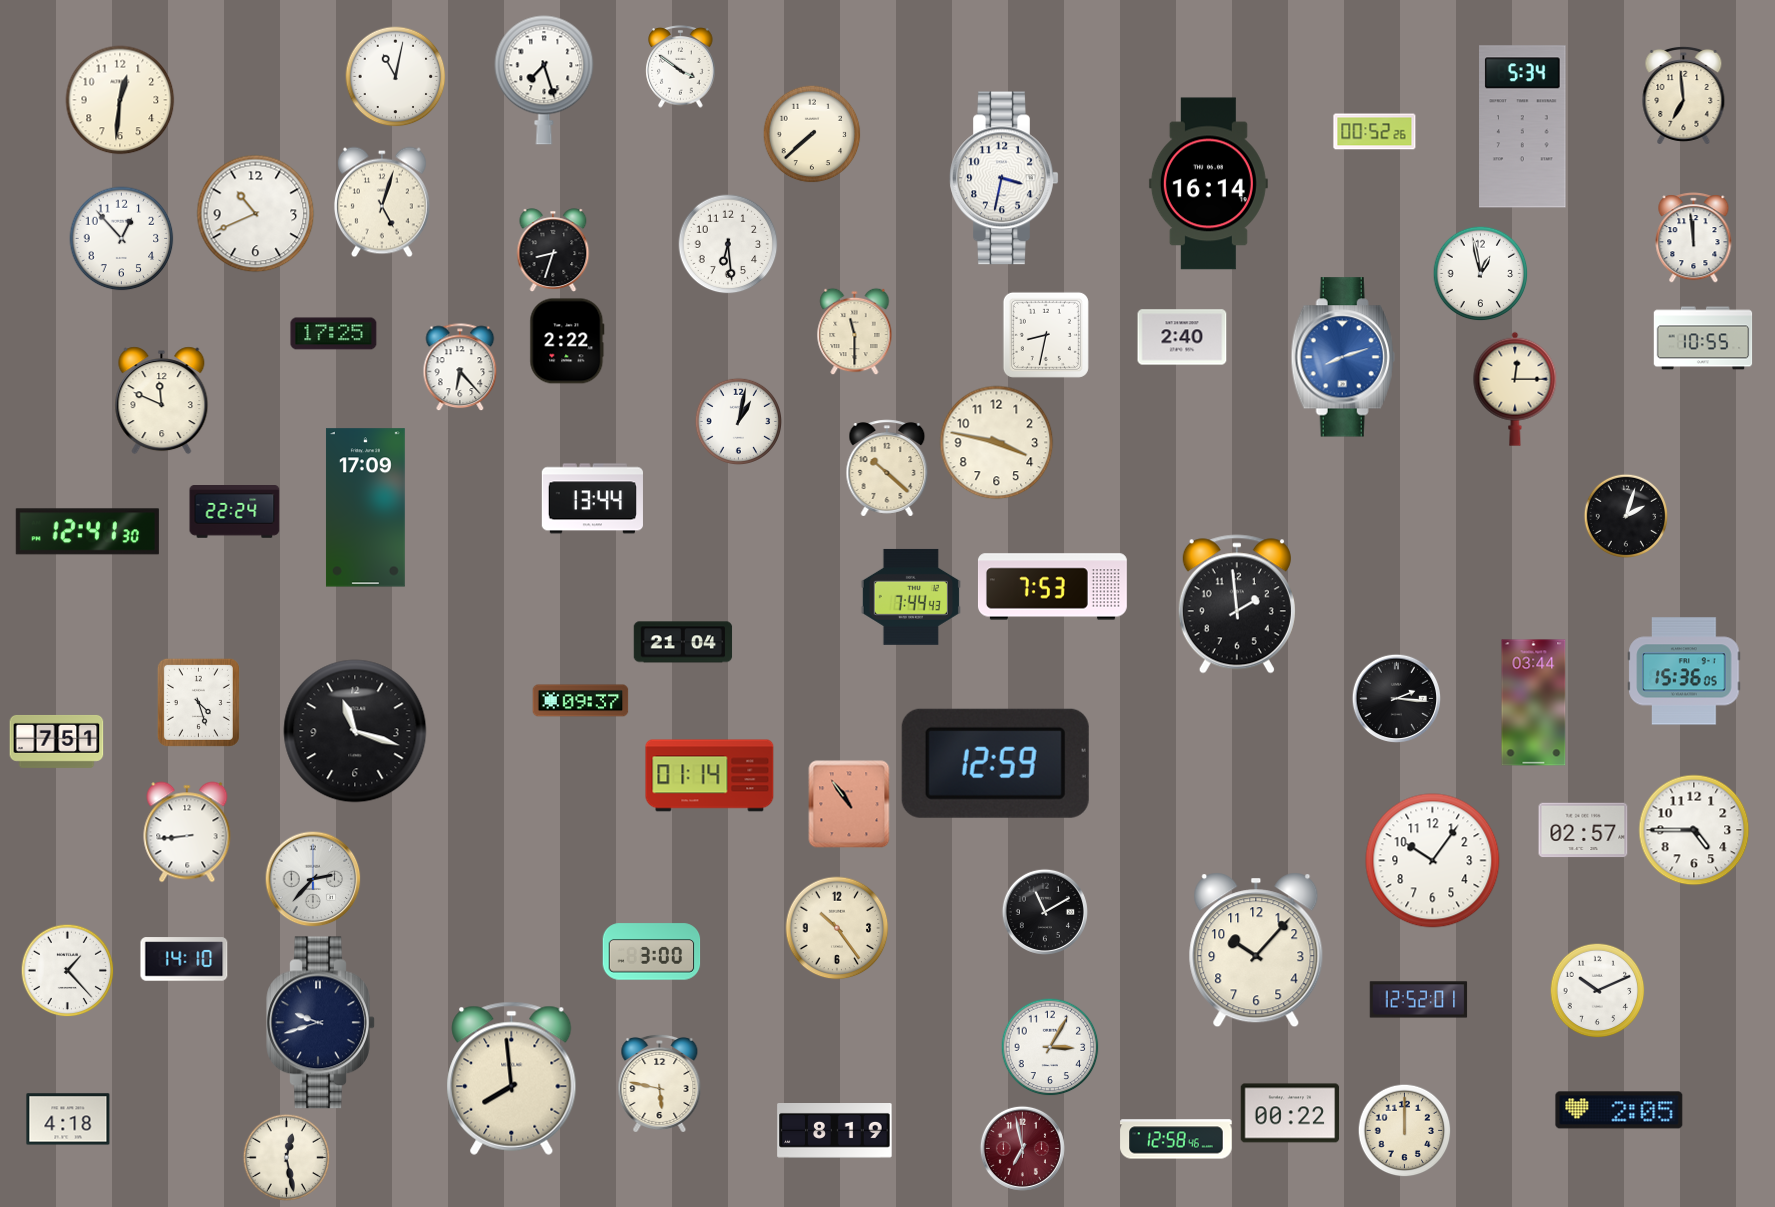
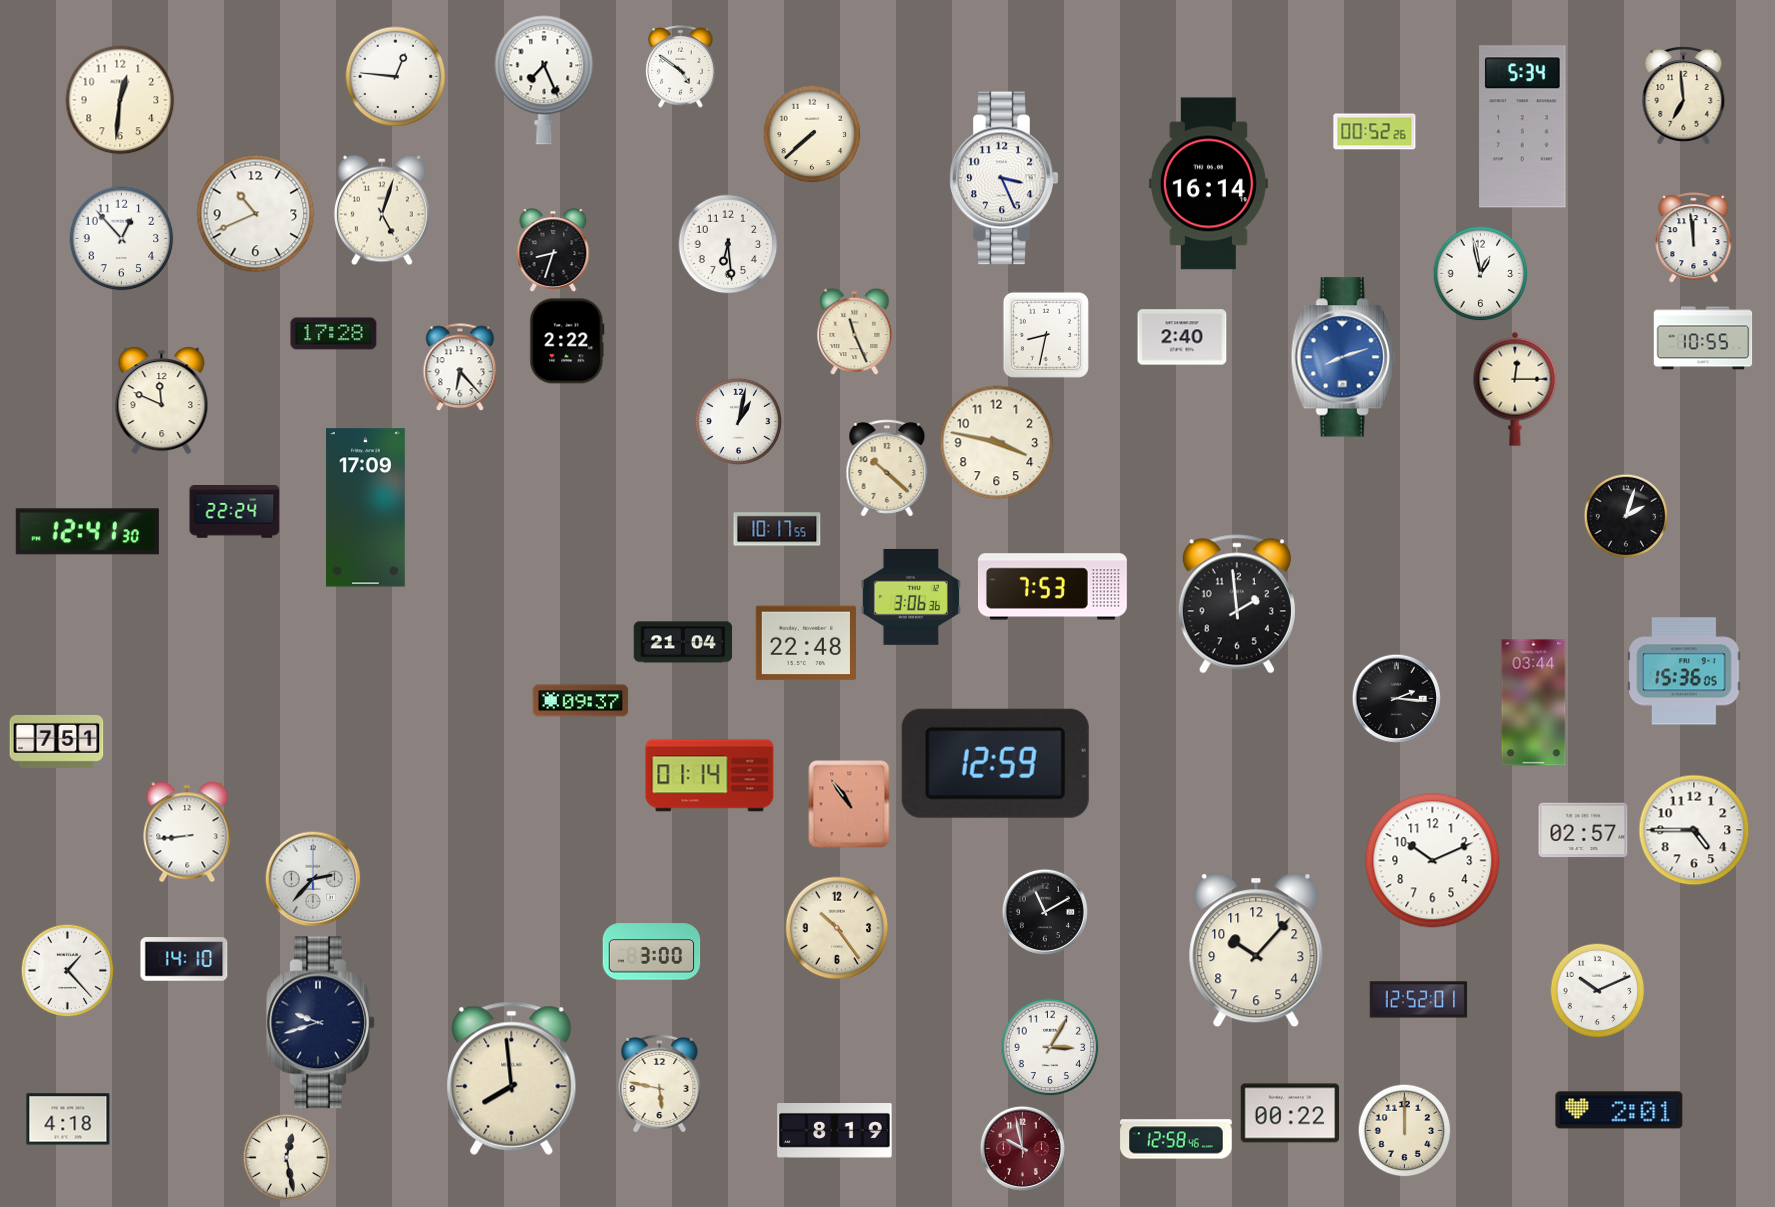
clock at (681, 67): 3:51 -> 4:51
clock at (396, 77): 11:02 -> 12:46
clock at (544, 80): 7:27 -> 7:26
clock at (1004, 178): 3:32 -> 3:26
clock at (382, 202) position: (382, 202) -> (382, 210)
clock at (855, 331): 11:30 -> 11:26
clock at (334, 334): 17:25 -> 17:28
clock at (592, 499): 13:44 -> none
clock at (777, 529): none -> 10:17
clock at (911, 597): 7:44 -> 3:06
clock at (806, 643): none -> 22:48
clock at (198, 702): 4:27 -> none
clock at (355, 731): 11:18 -> none
clock at (1433, 861): 10:06 -> 10:11
clock at (1619, 1110): 2:05 -> 2:01
clock at (1022, 1148): 6:58 -> 9:58
